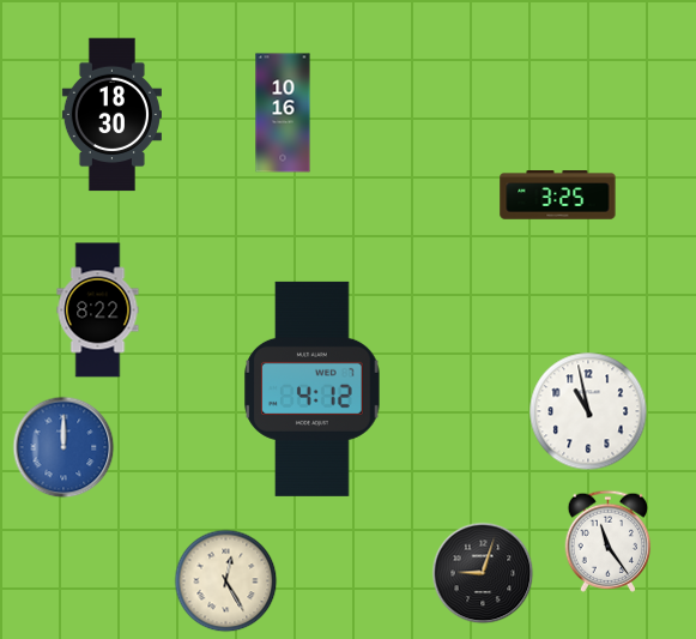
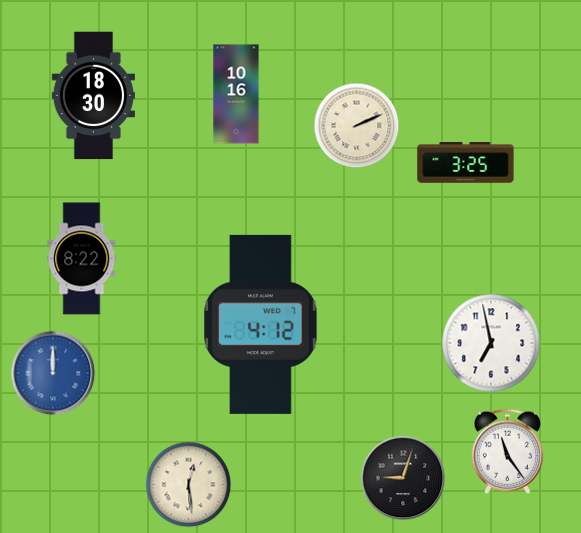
clock at (357, 126): none -> 2:11
clock at (588, 411): 10:58 -> 6:58
clock at (226, 581): 12:25 -> 12:29
